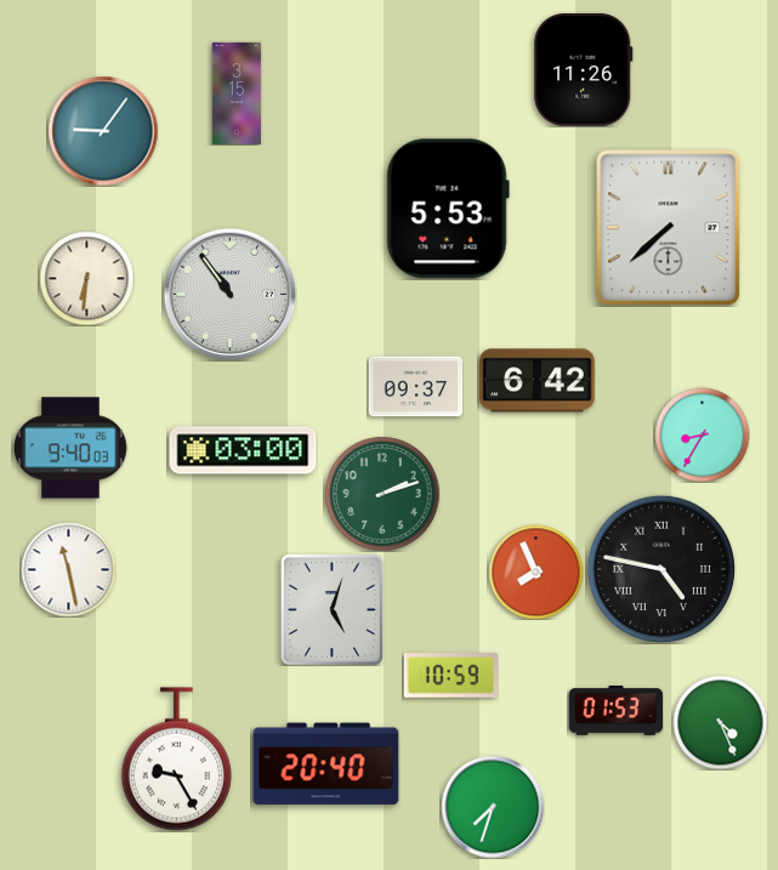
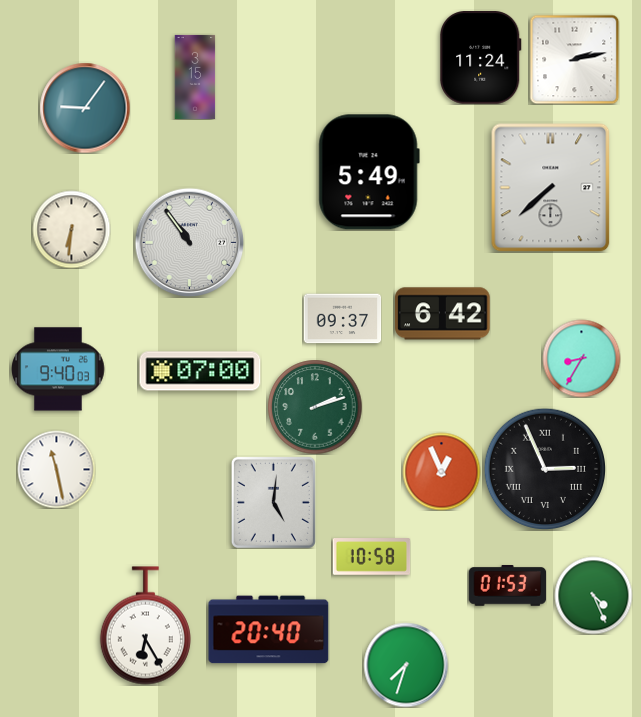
clock at (584, 70): 11:26 -> 11:24
clock at (574, 59): none -> 2:13
clock at (448, 209): 5:53 -> 5:49
clock at (702, 434) position: (702, 434) -> (581, 358)
clock at (243, 450): 03:00 -> 07:00
clock at (660, 568): 4:47 -> 2:56
clock at (535, 572): 7:56 -> 12:56
clock at (331, 609): 5:03 -> 5:01
clock at (450, 676): 10:59 -> 10:58
clock at (176, 760): 9:25 -> 6:25
